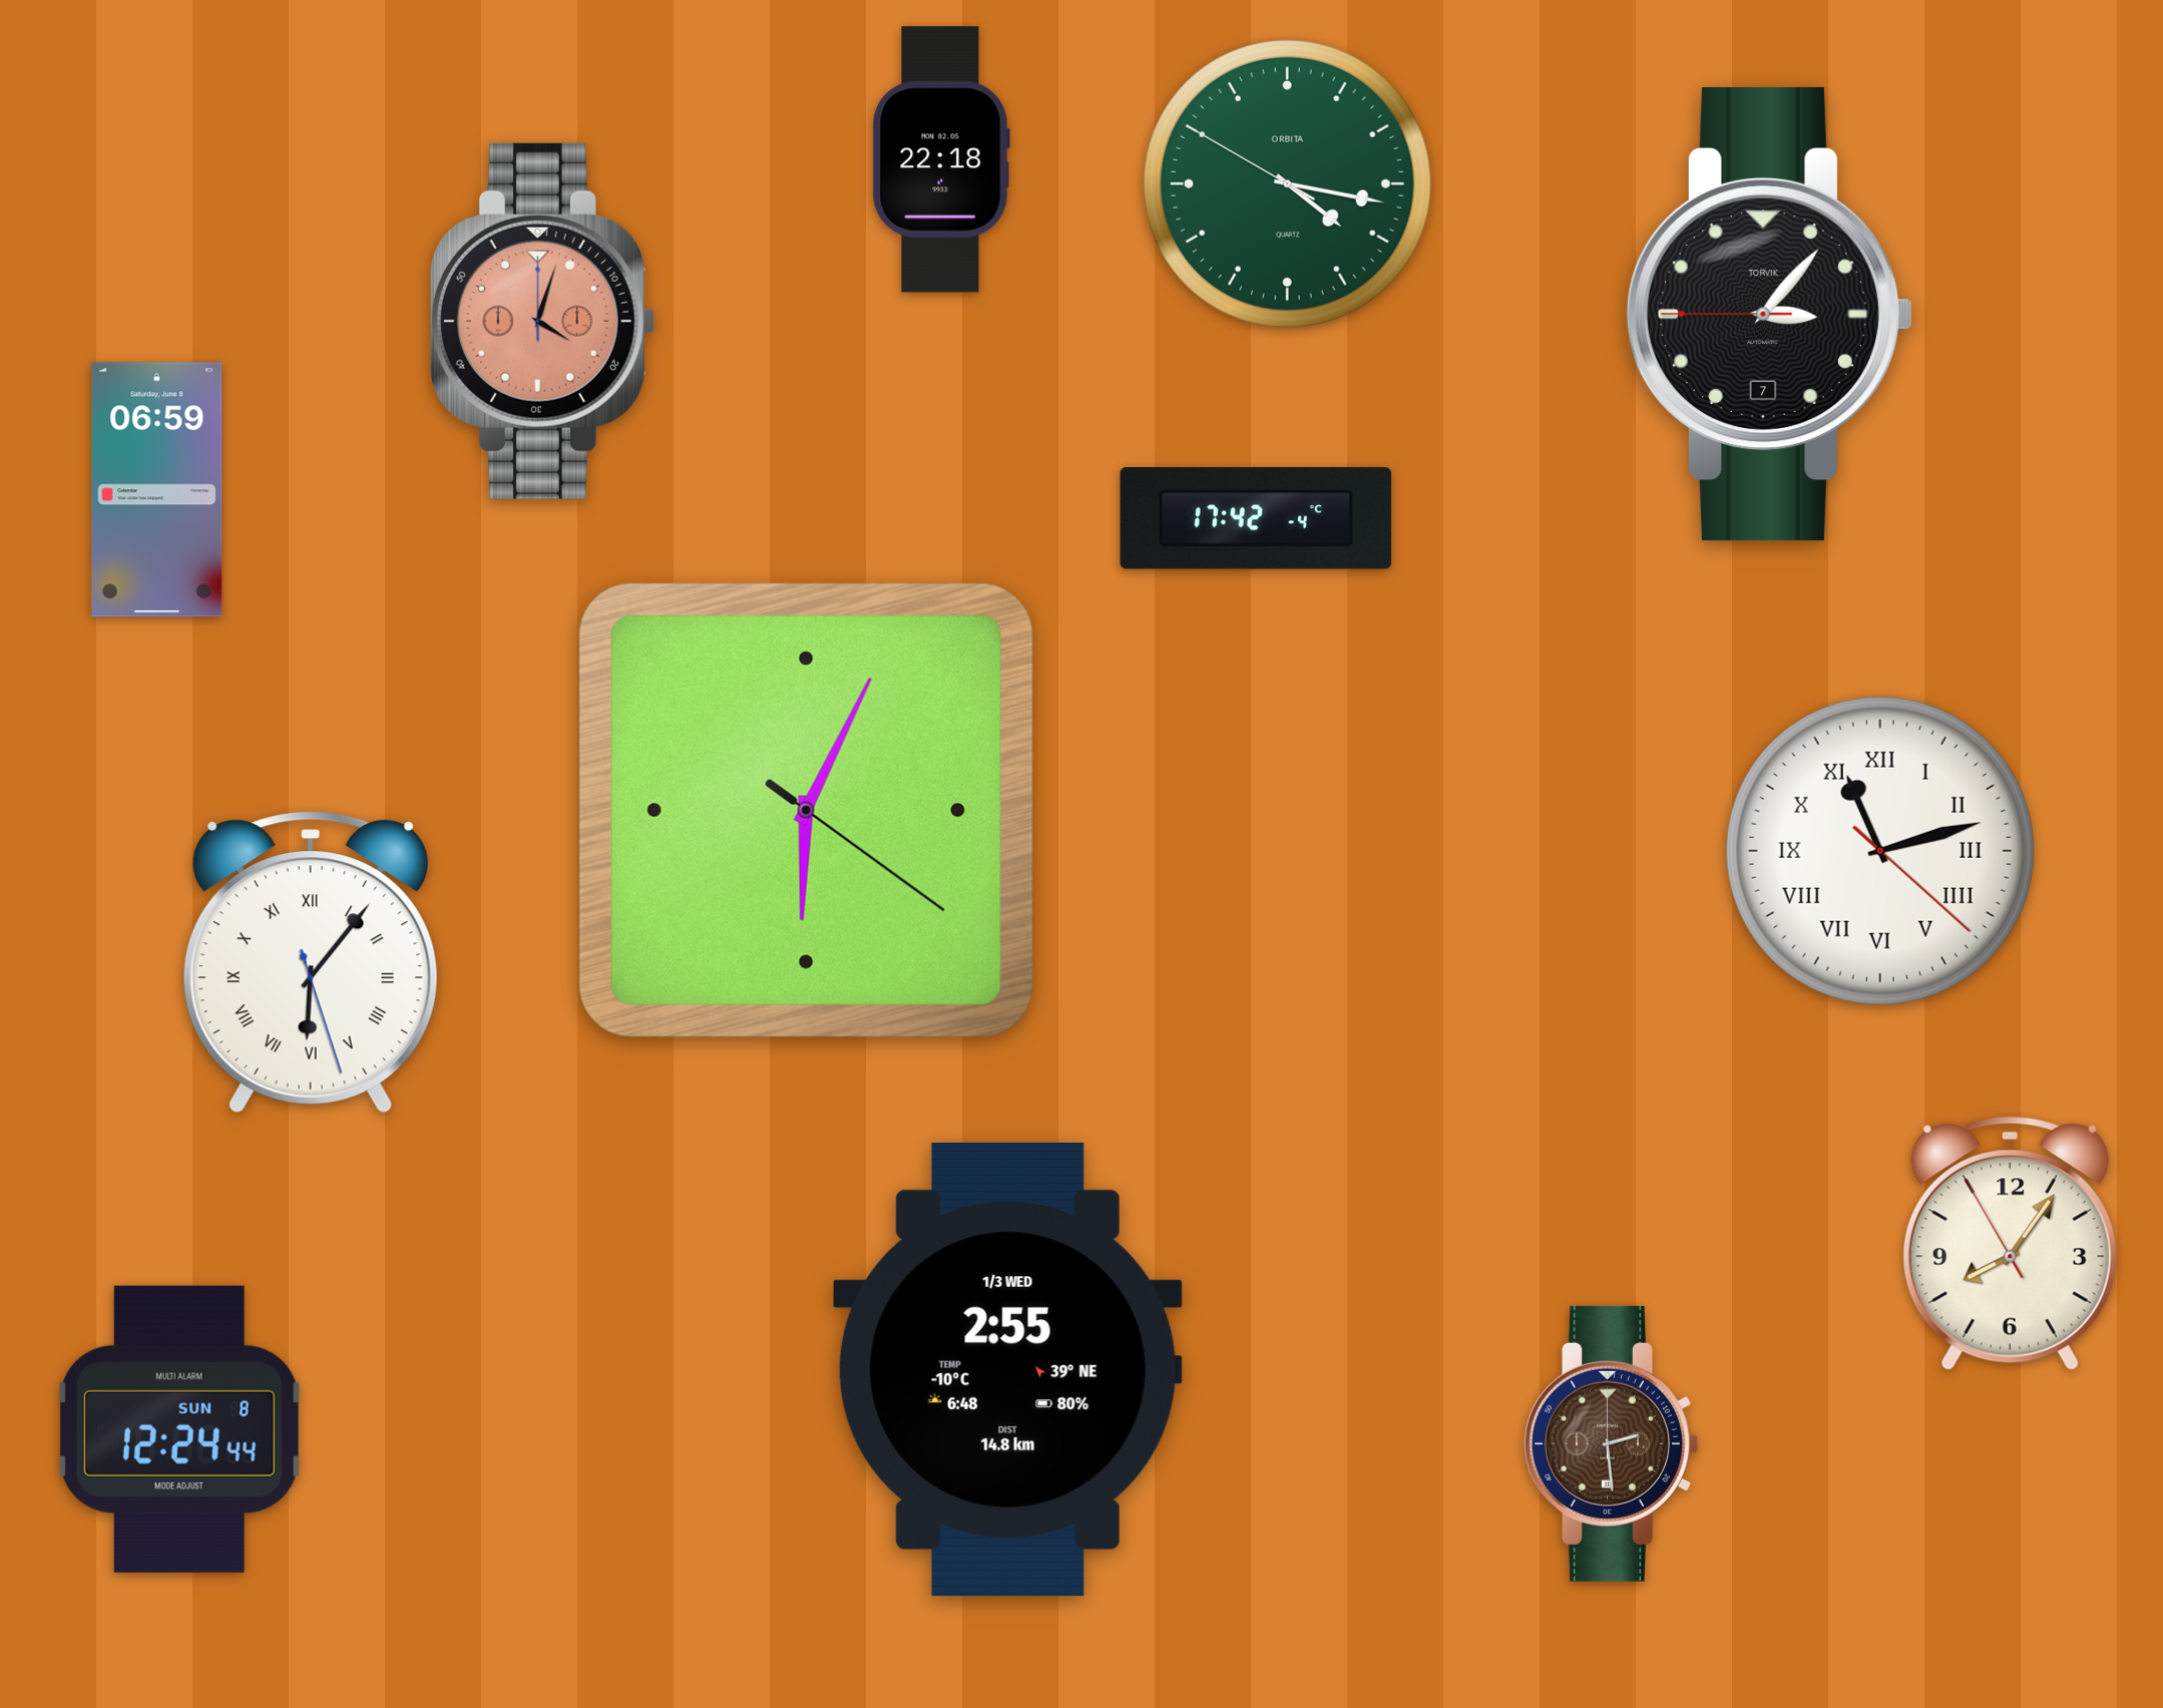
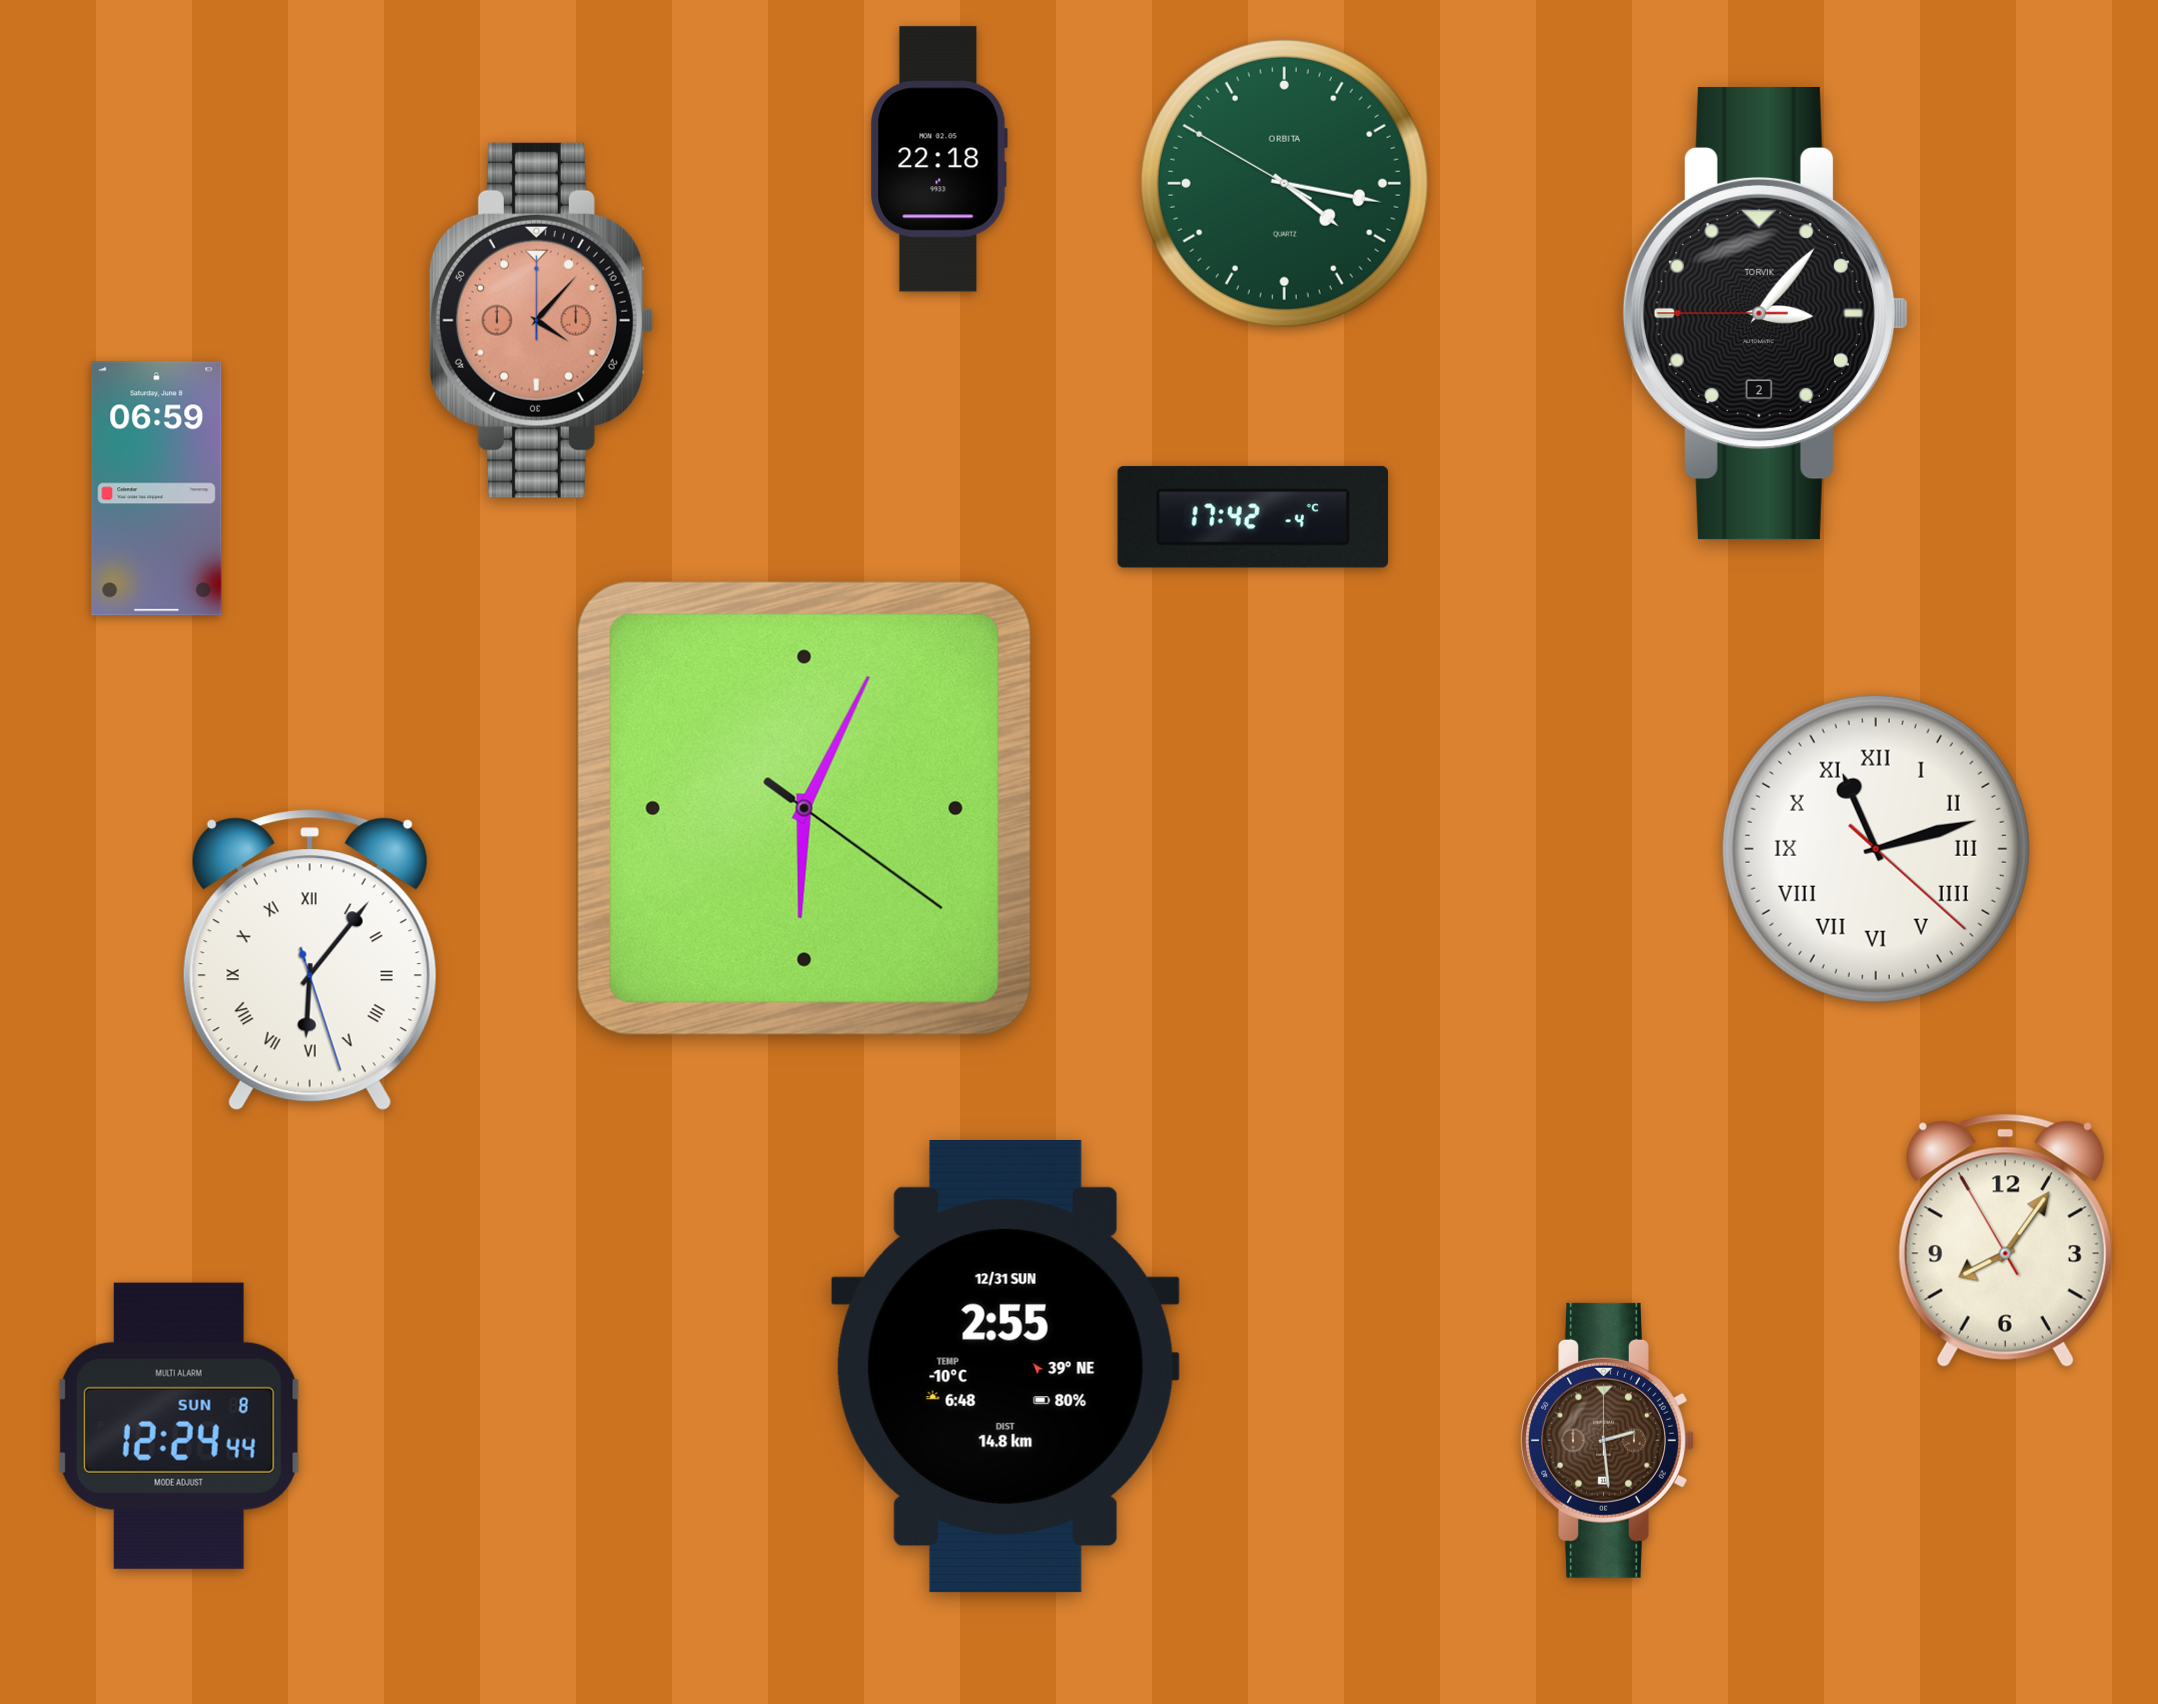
clock at (1769, 314) date: 7 -> 2
clock at (542, 321): 4:03 -> 4:07
clock at (1007, 1369) date: 1/3 WED -> 12/31 SUN
